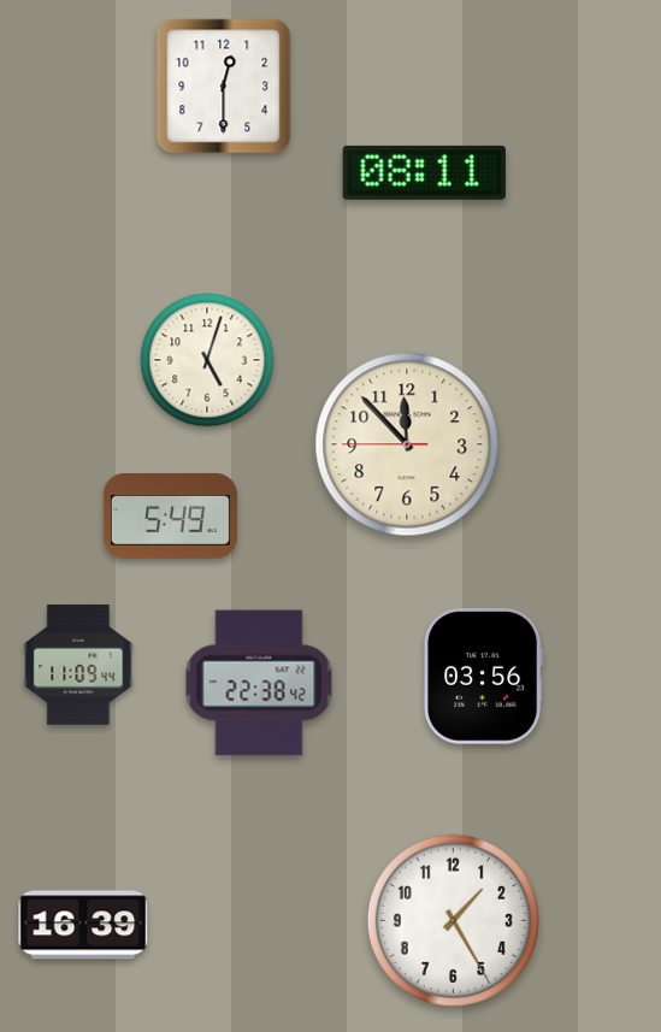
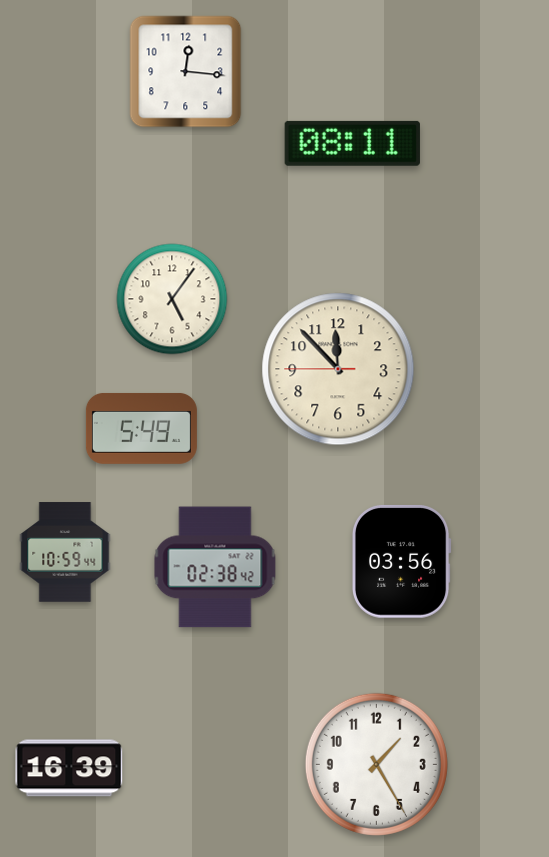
clock at (224, 87): 12:30 -> 12:16
clock at (207, 360): 5:03 -> 5:06
clock at (78, 665): 11:09 -> 10:59
clock at (259, 683): 22:38 -> 02:38
